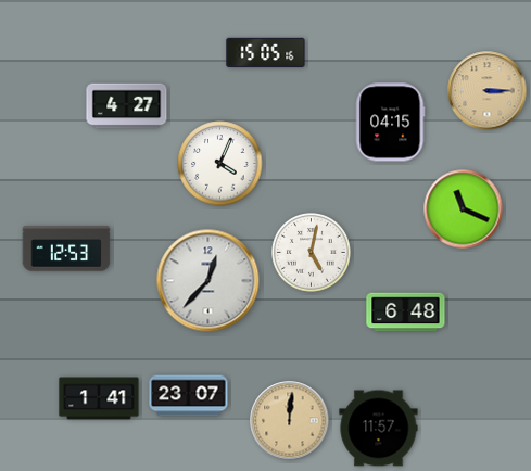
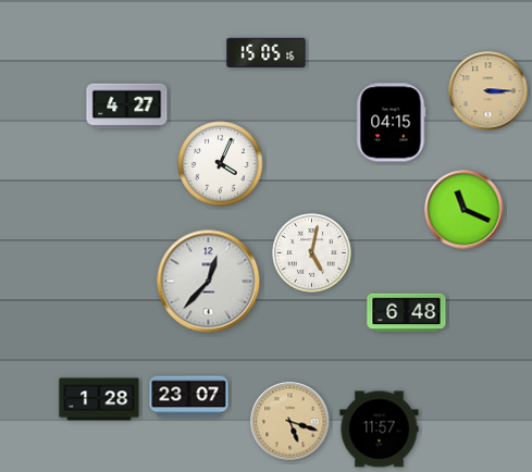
clock at (66, 249): 12:53 -> none
clock at (99, 398): 1:41 -> 1:28
clock at (290, 421): 12:01 -> 5:18
